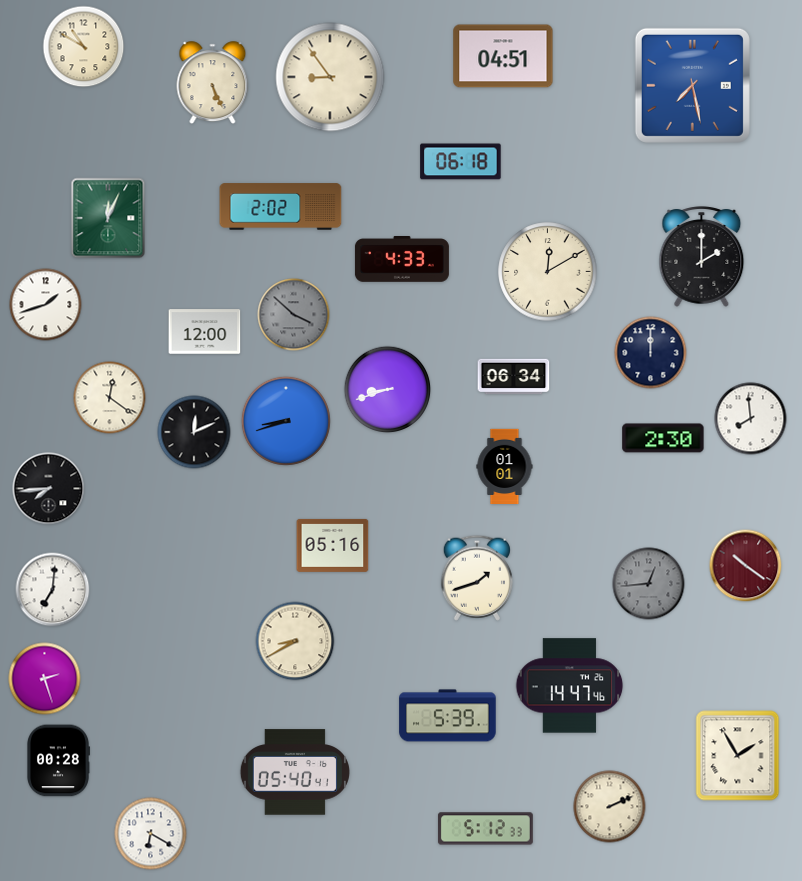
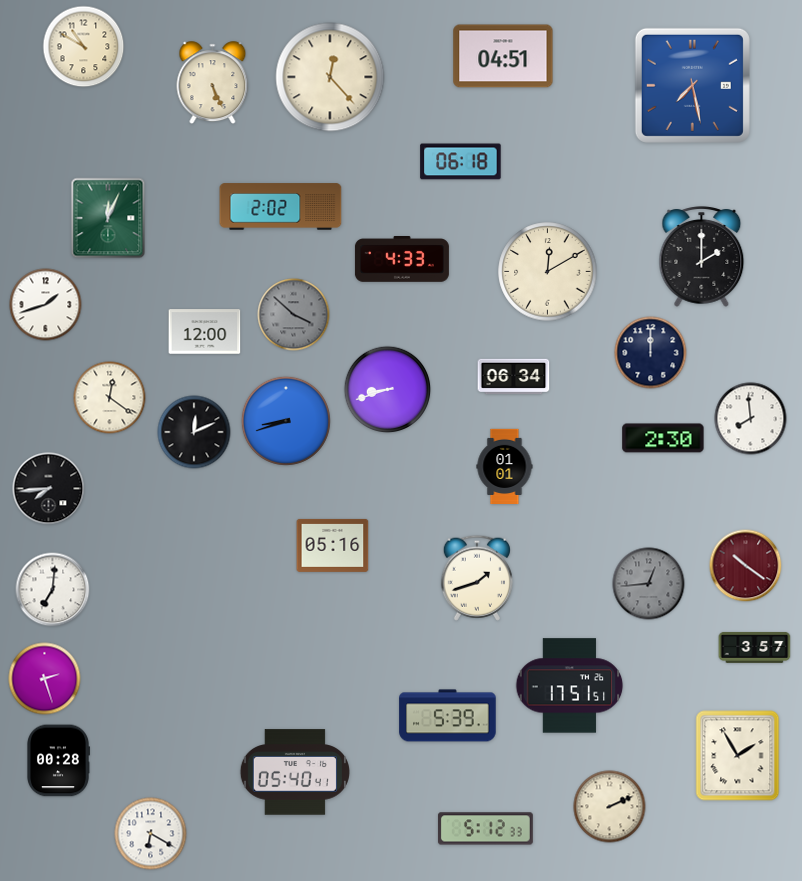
clock at (330, 77): 8:54 -> 12:23
clock at (295, 641): 8:40 -> none
clock at (755, 648): none -> 3:57
clock at (570, 686): 14:47 -> 17:51
